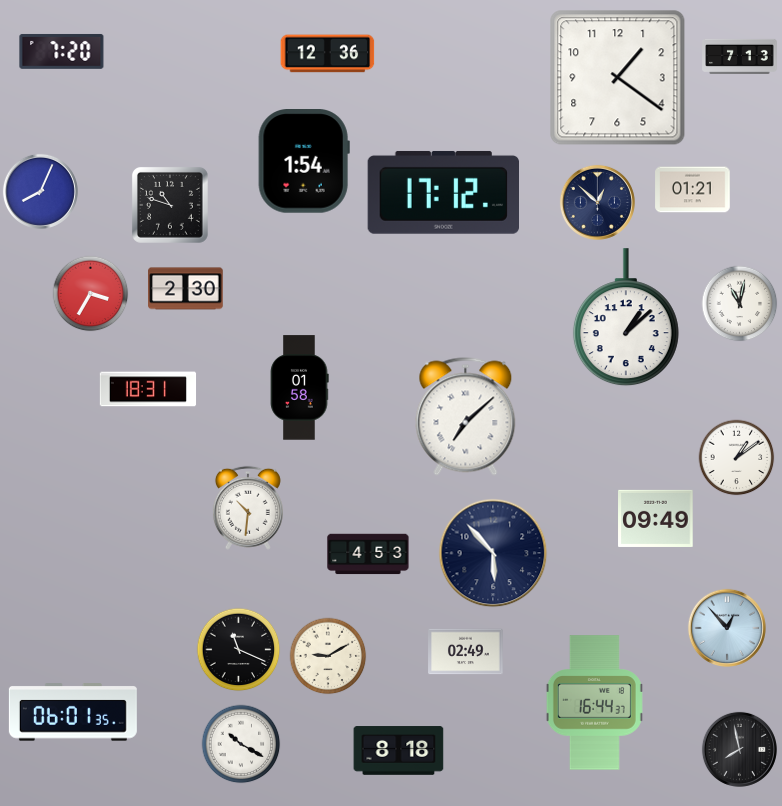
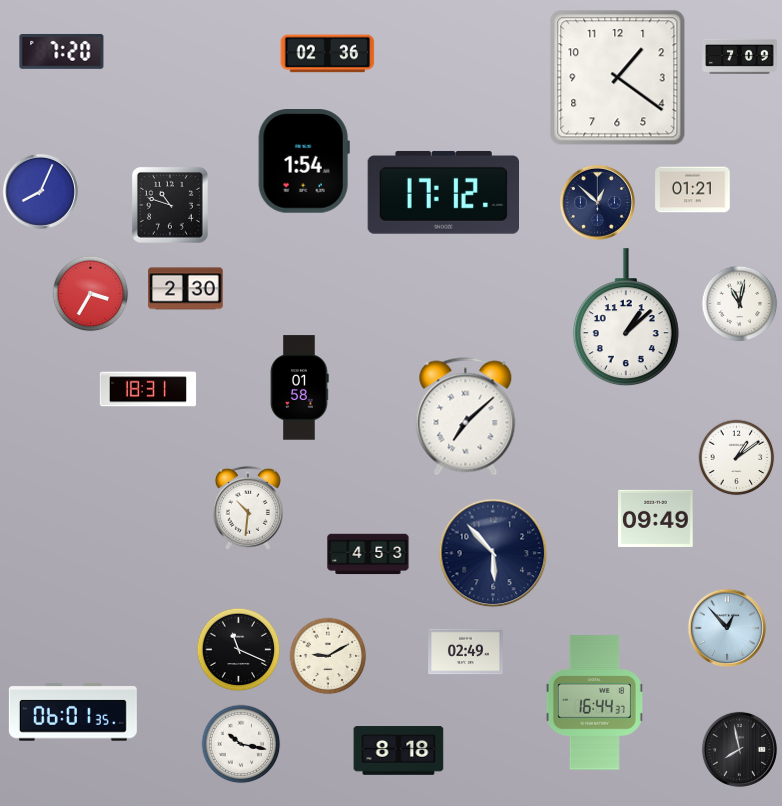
clock at (328, 54): 12:36 -> 02:36
clock at (740, 56): 7:13 -> 7:09
clock at (241, 744): 10:20 -> 10:17
